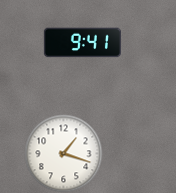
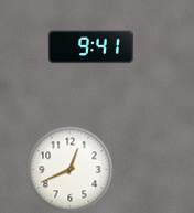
clock at (63, 153): 1:18 -> 12:41
